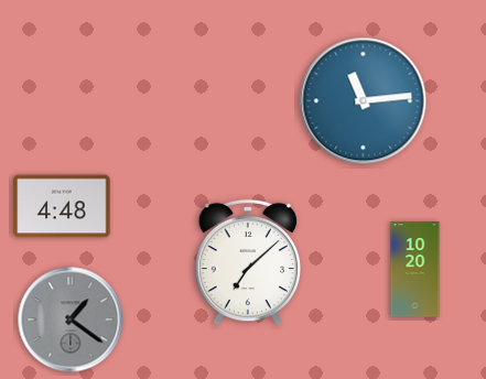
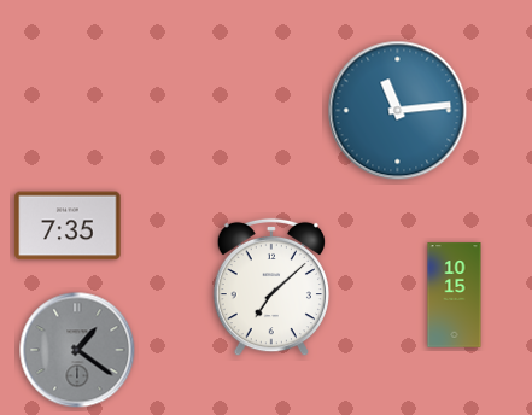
clock at (62, 206): 4:48 -> 7:35
clock at (415, 270): 10:20 -> 10:15
